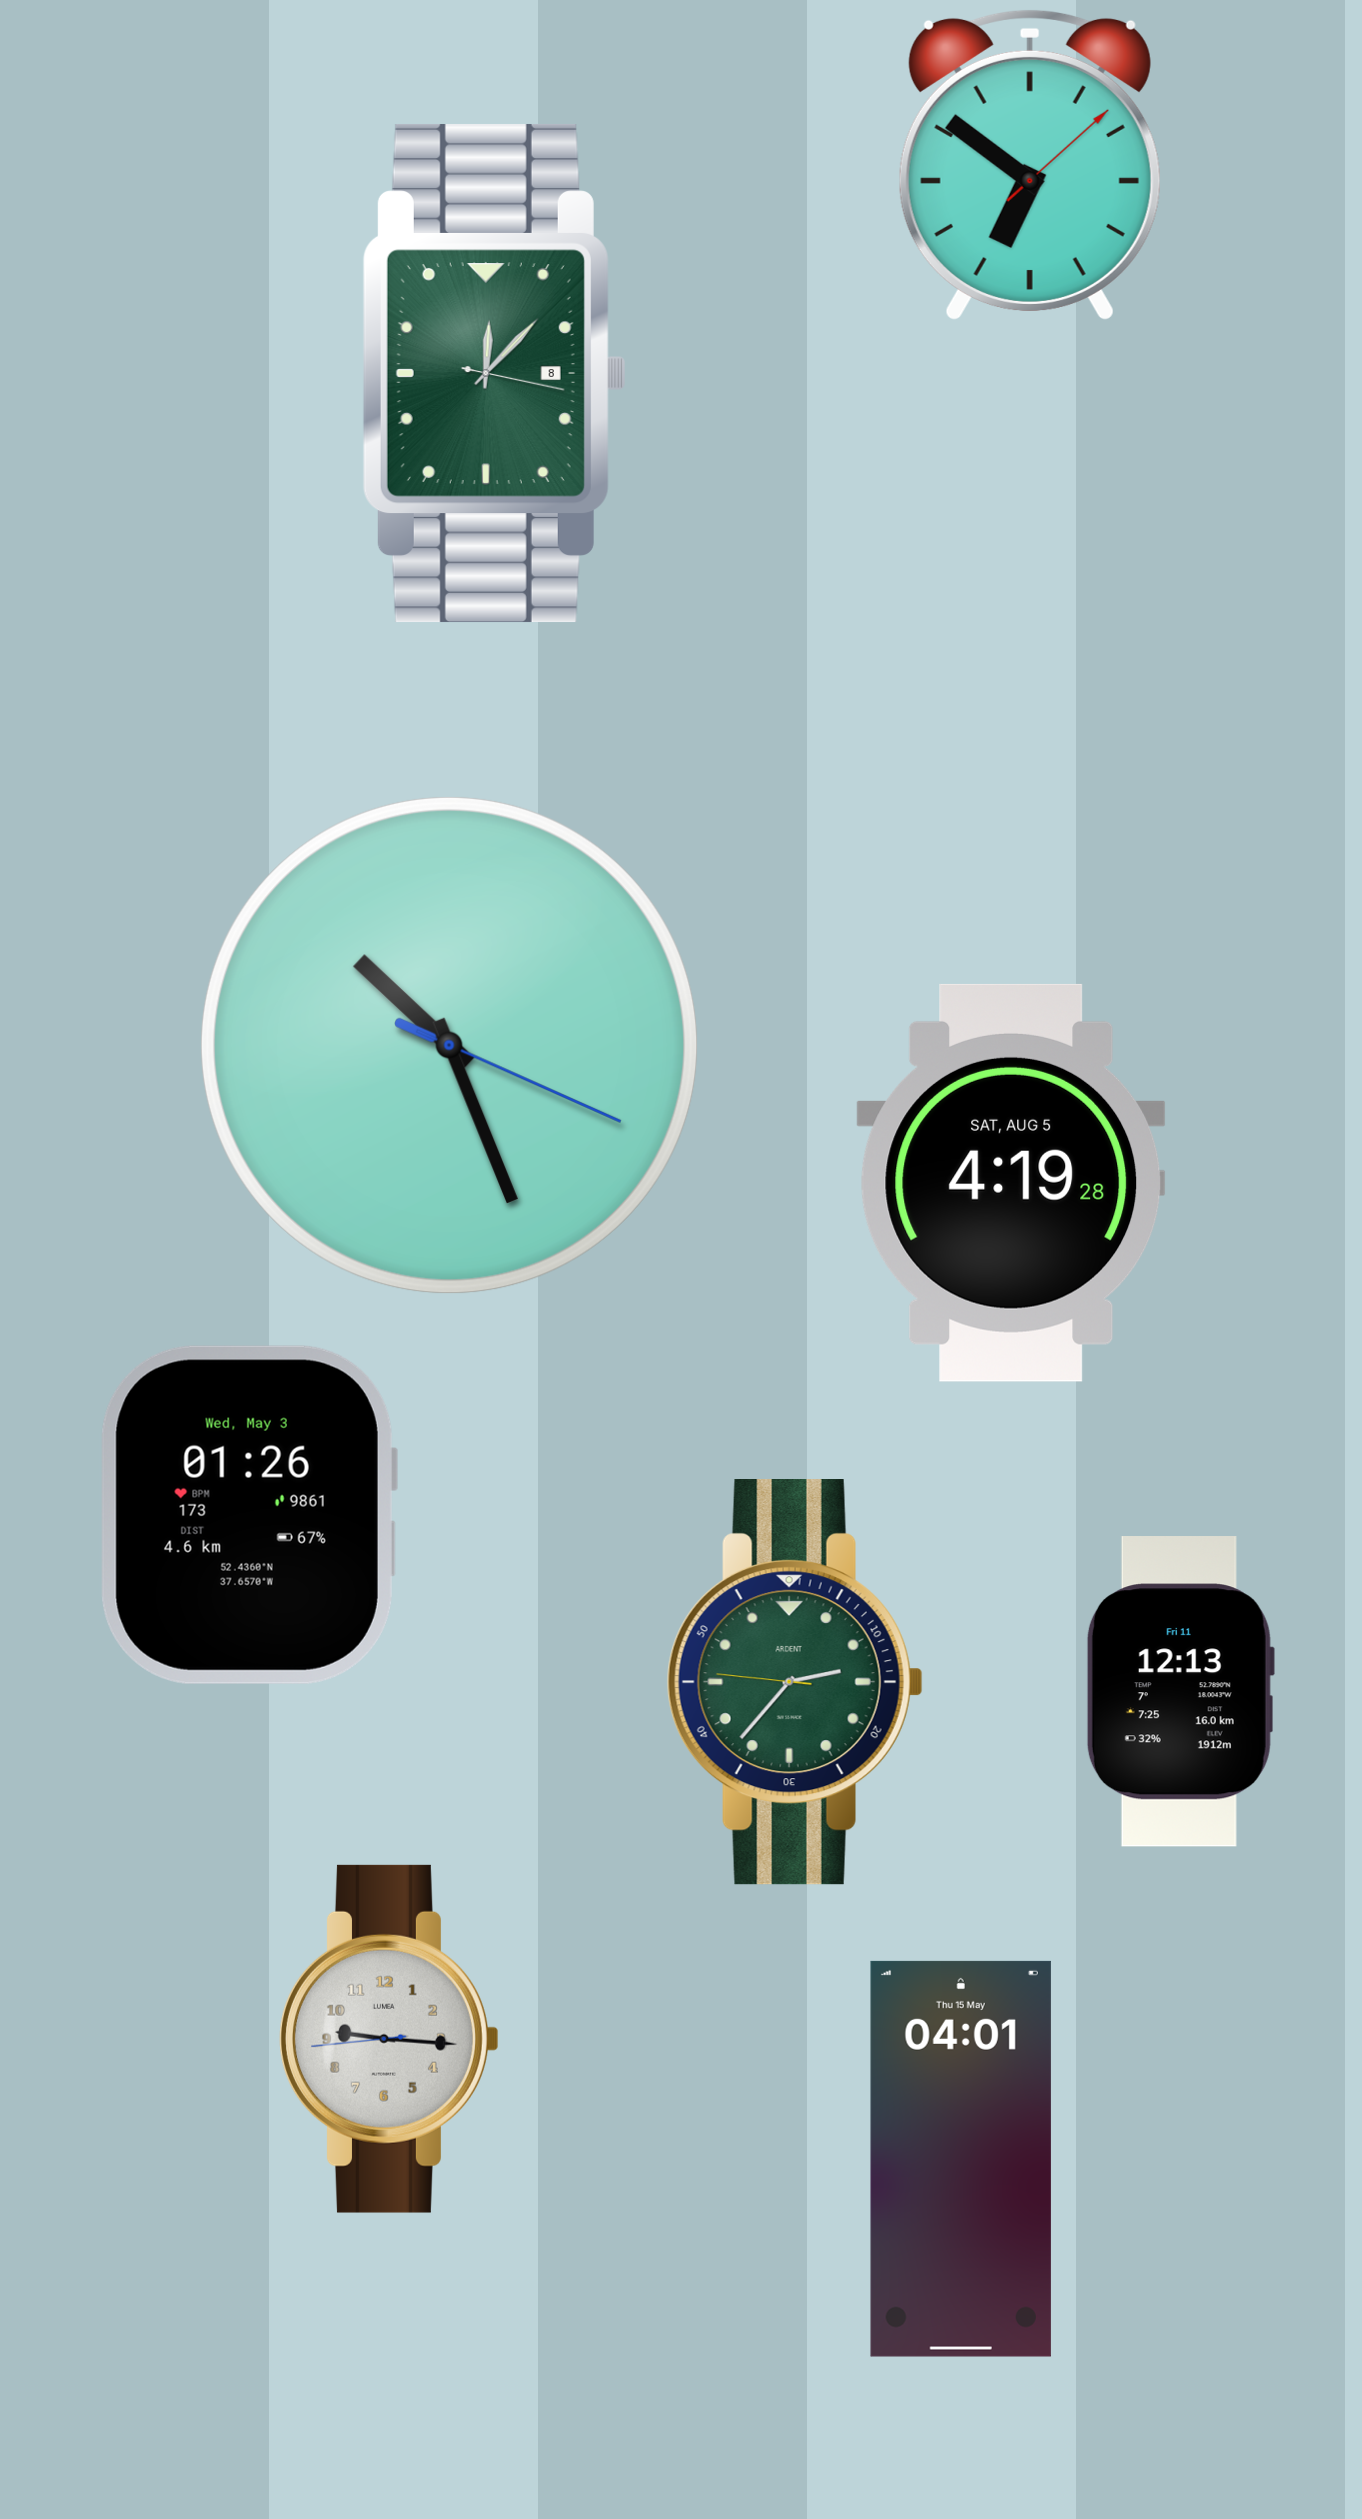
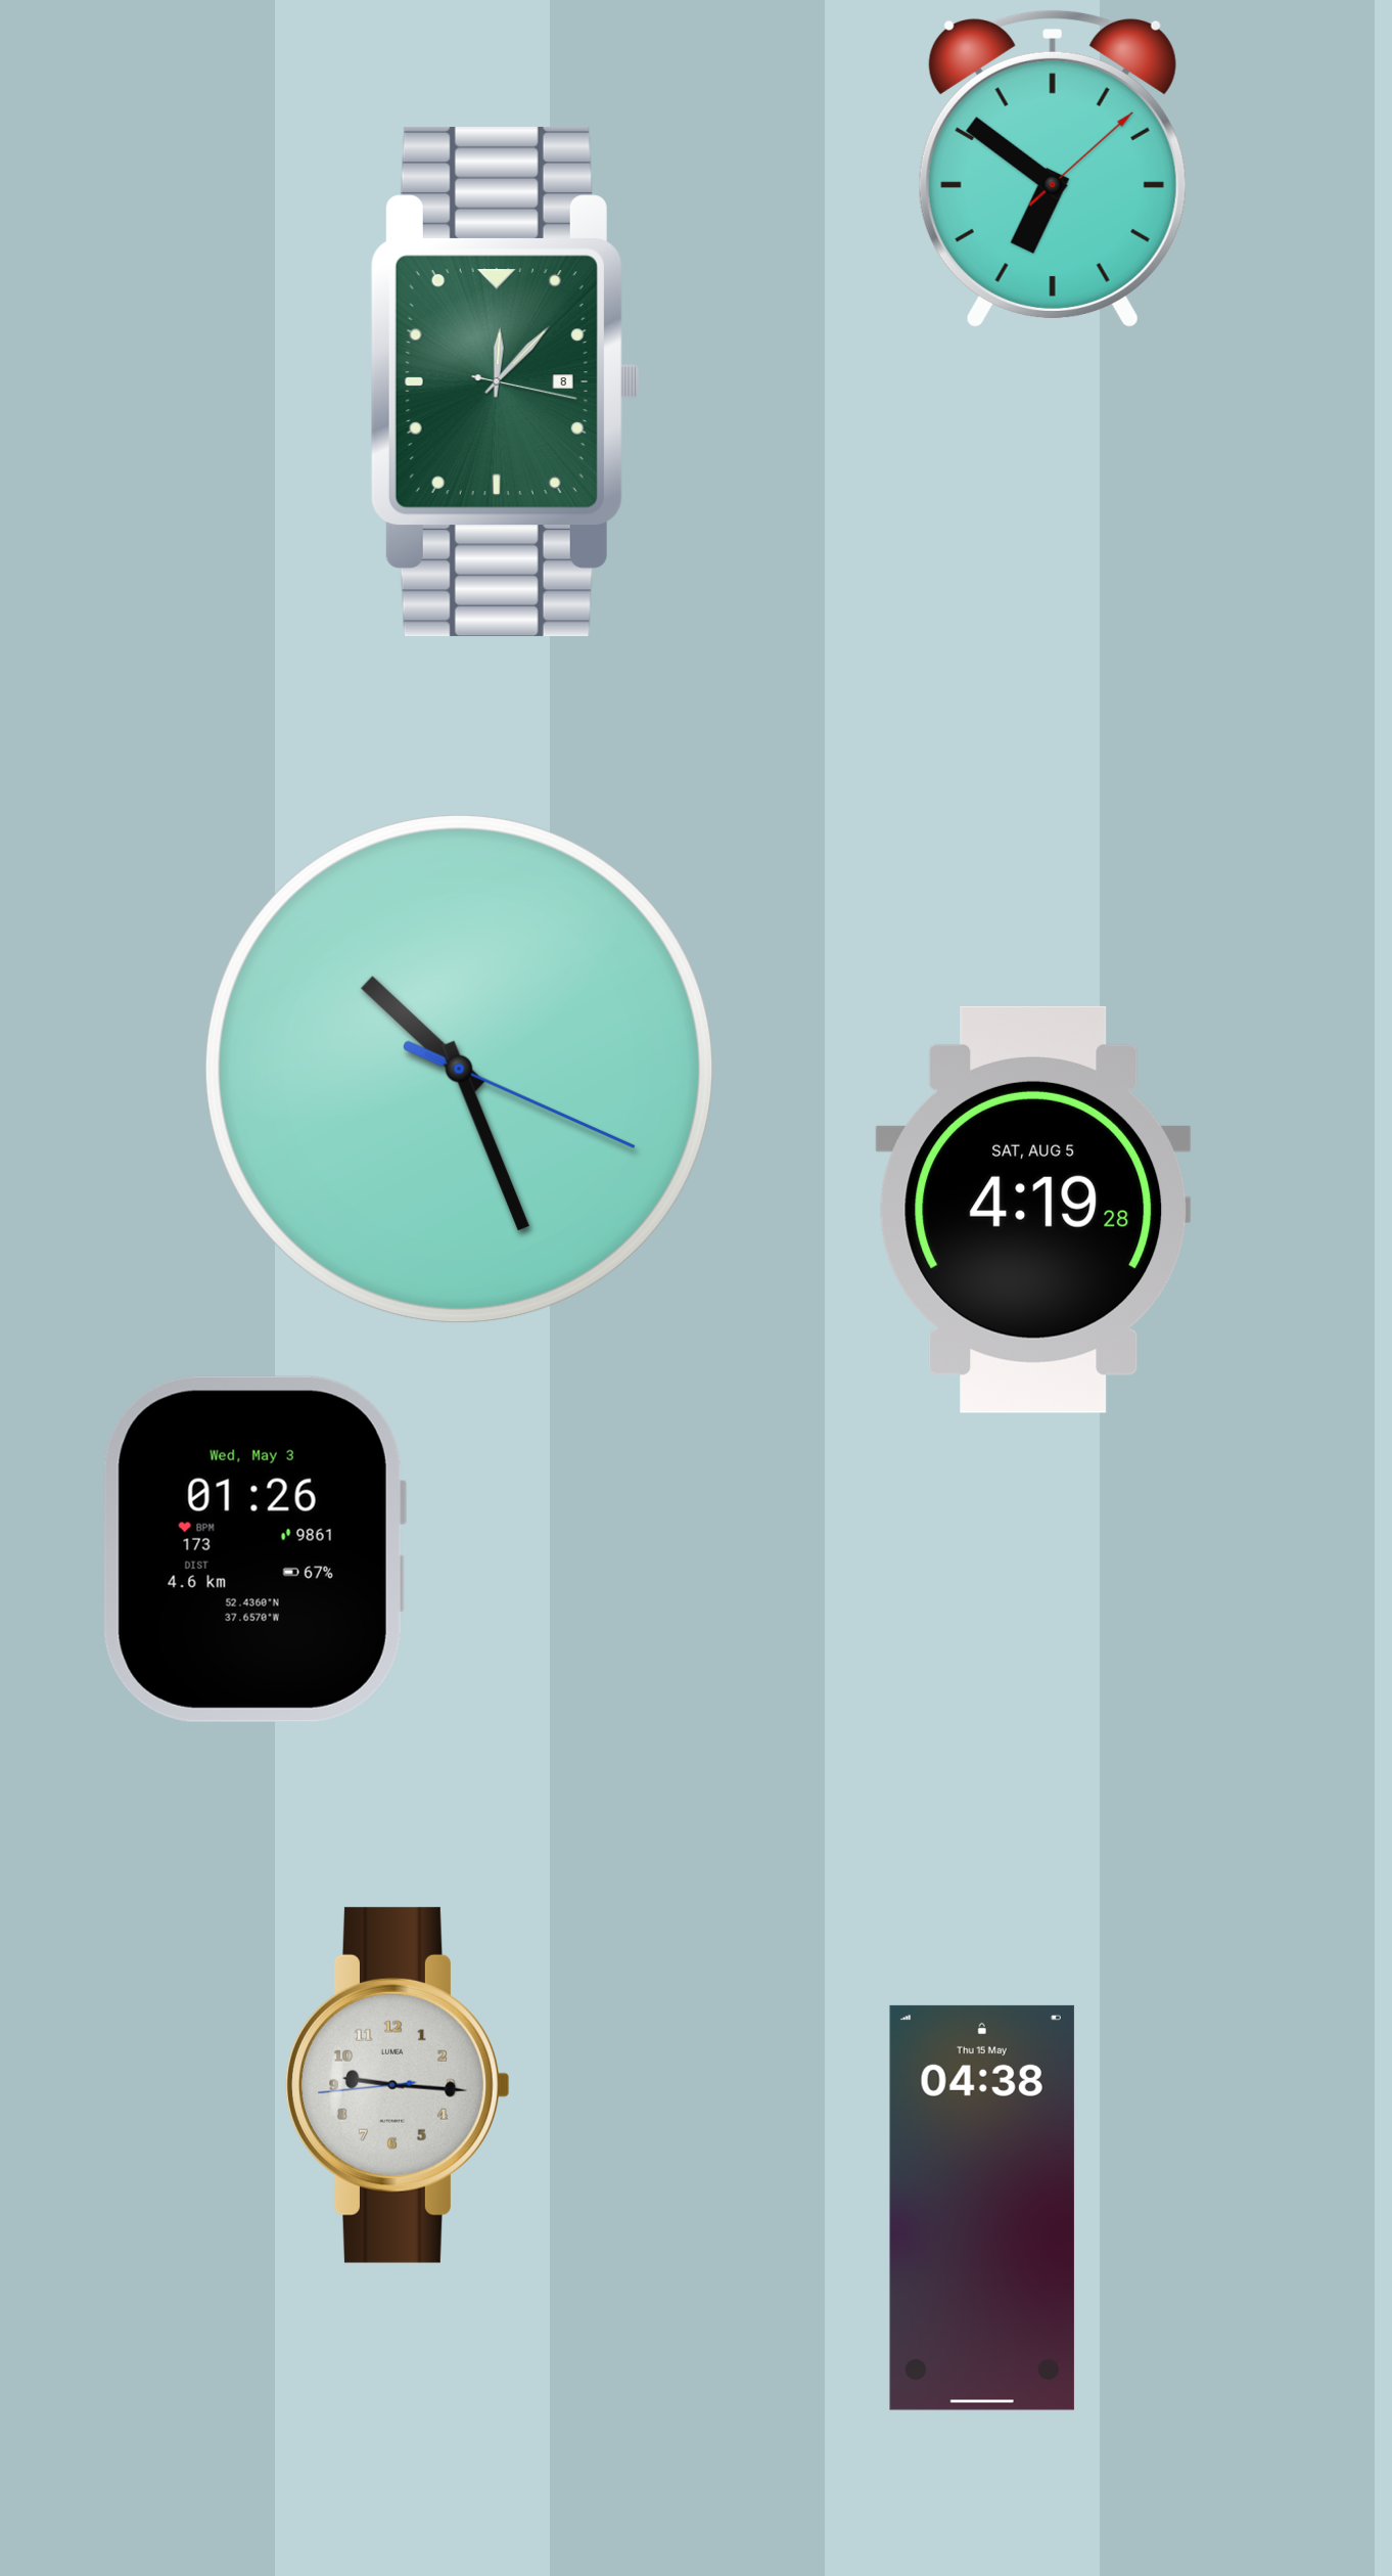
clock at (795, 1683): 2:36 -> none
clock at (1180, 1692): 12:13 -> none
clock at (961, 2159): 04:01 -> 04:38
